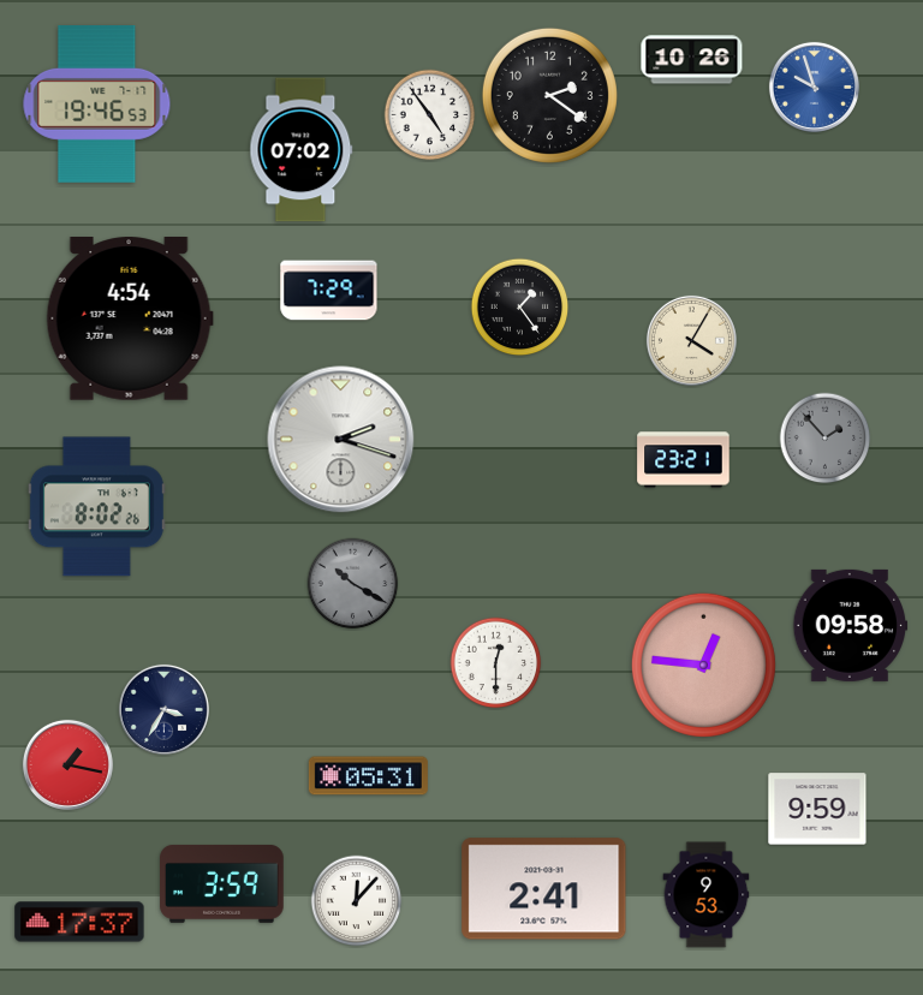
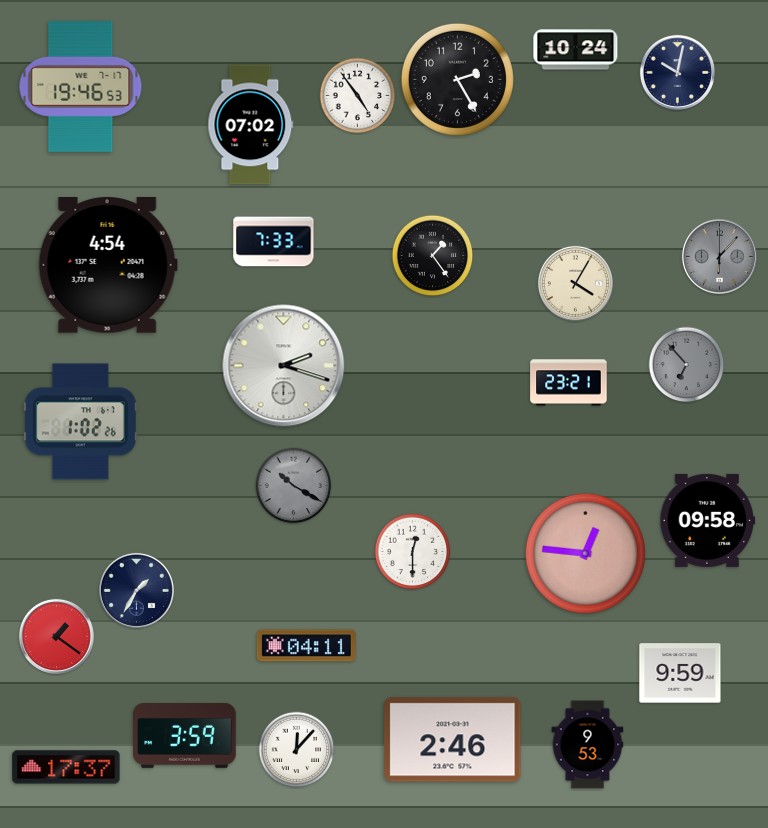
clock at (692, 60): 10:26 -> 10:24
clock at (814, 87): 9:57 -> 10:02
clock at (814, 87) dial: blue -> navy
clock at (549, 95): 2:21 -> 2:25
clock at (329, 291): 7:29 -> 7:33
clock at (719, 256): none -> 6:07
clock at (826, 439): 1:53 -> 6:53
clock at (96, 507): 8:02 -> 1:02
clock at (163, 709): 3:35 -> 1:35
clock at (67, 764): 1:17 -> 1:21
clock at (368, 776): 05:31 -> 04:11
clock at (544, 889): 2:41 -> 2:46
